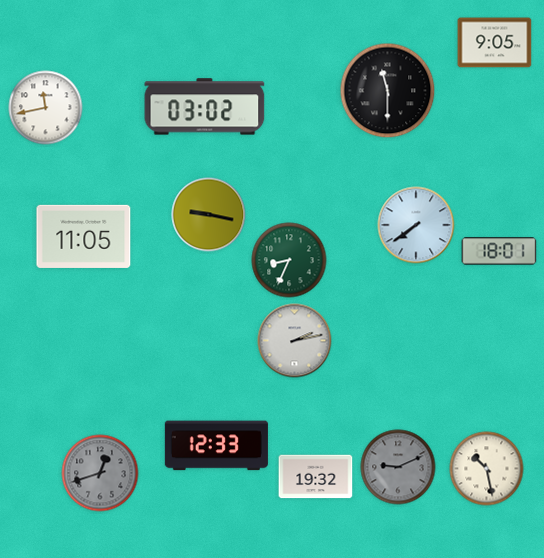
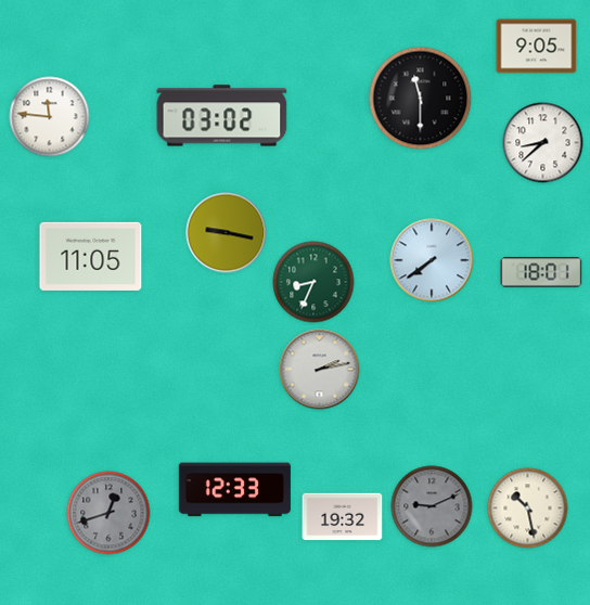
clock at (46, 108): 11:43 -> 11:46
clock at (543, 143): none -> 8:38
clock at (416, 225) position: (416, 225) -> (432, 260)
clock at (216, 446) position: (216, 446) -> (234, 490)
